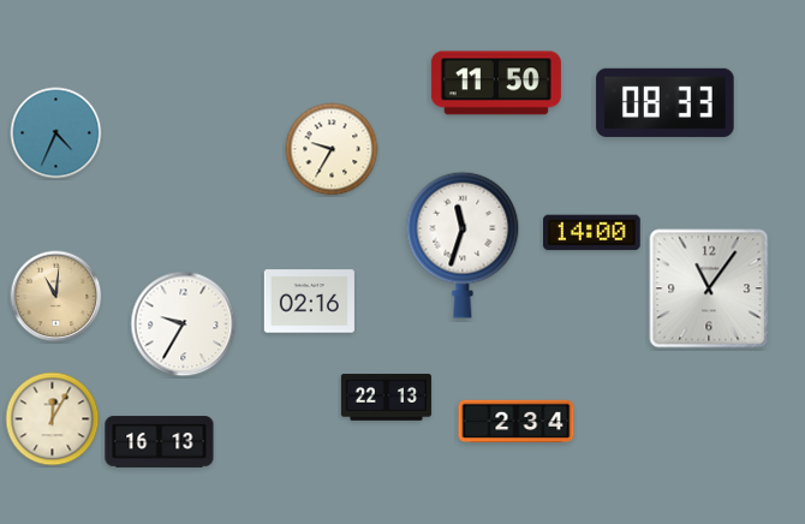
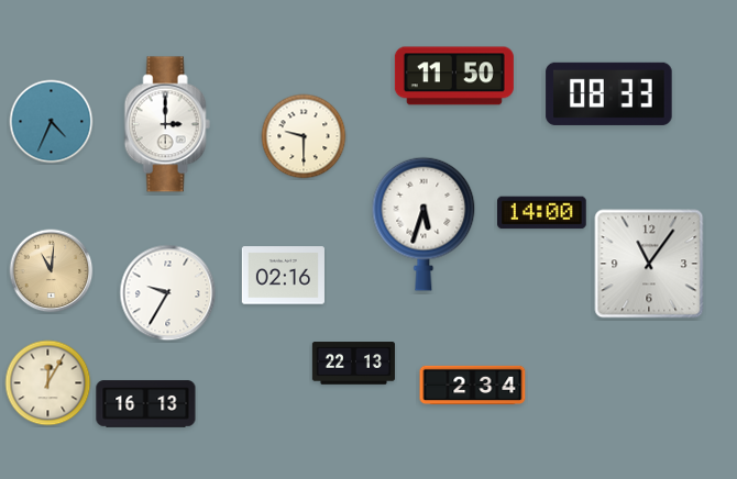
clock at (167, 124): none -> 3:00
clock at (332, 149): 9:35 -> 9:30
clock at (463, 245): 11:33 -> 5:33
clock at (184, 324) position: (184, 324) -> (168, 293)
